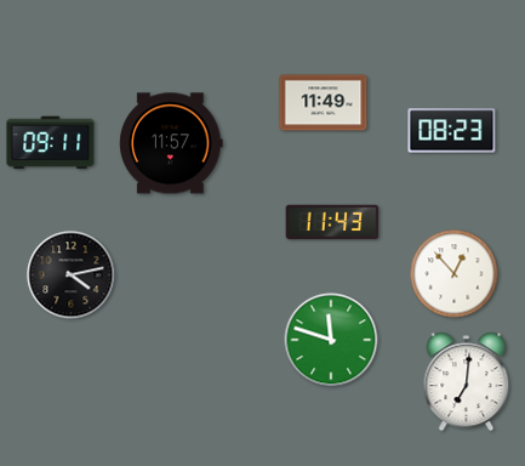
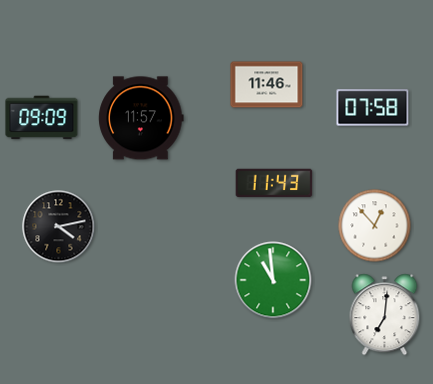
clock at (324, 103): 11:49 -> 11:46
clock at (452, 131): 08:23 -> 07:58
clock at (51, 143): 09:11 -> 09:09
clock at (331, 340): 11:48 -> 10:59
